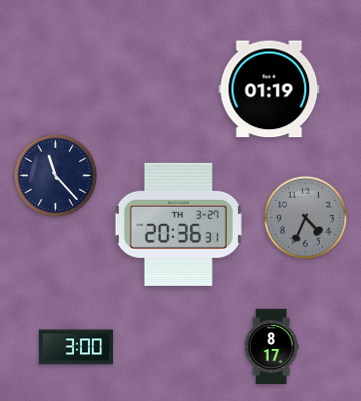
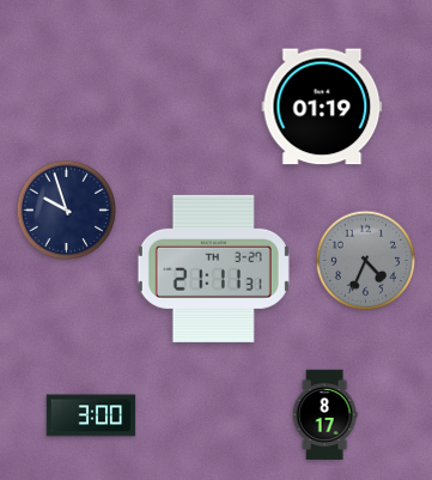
clock at (56, 176): 11:23 -> 9:57
clock at (178, 224): 20:36 -> 21:11
